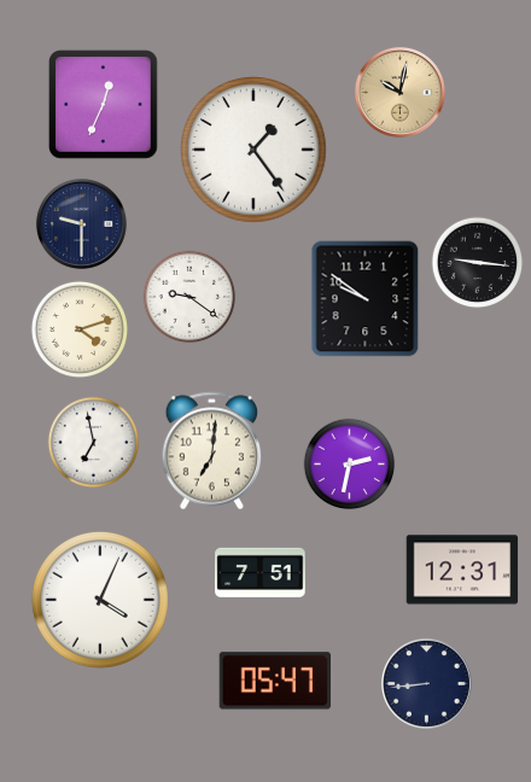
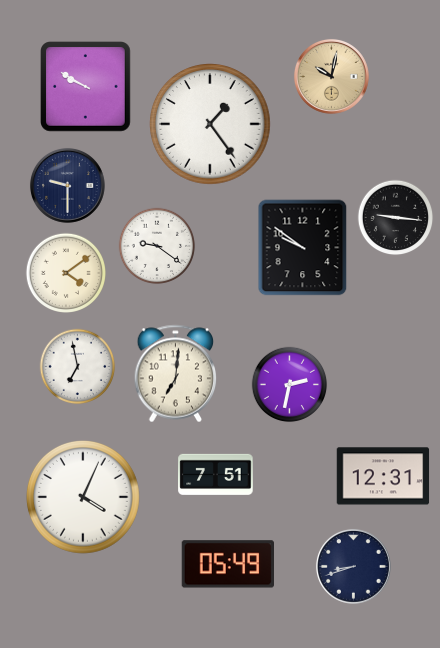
clock at (104, 105): 12:34 -> 9:50
clock at (78, 328): 4:12 -> 4:09
clock at (462, 570) position: (462, 570) -> (383, 476)
clock at (274, 681): 05:47 -> 05:49
clock at (426, 683): 8:44 -> 8:42
